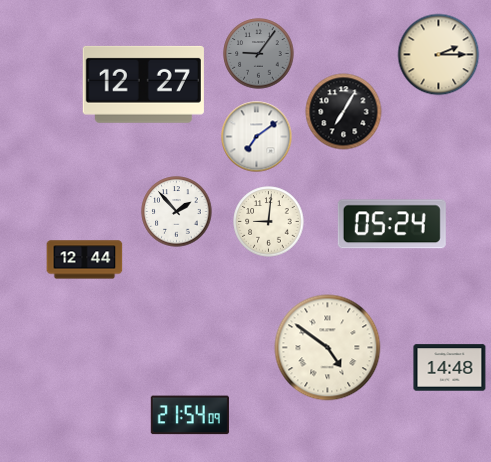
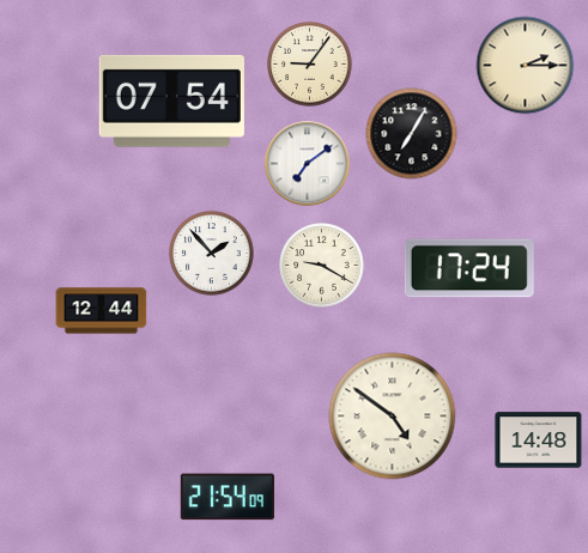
clock at (259, 54) dial: grey -> cream
clock at (143, 84): 12:27 -> 07:54
clock at (269, 222): 9:01 -> 9:20
clock at (392, 224): 05:24 -> 17:24
